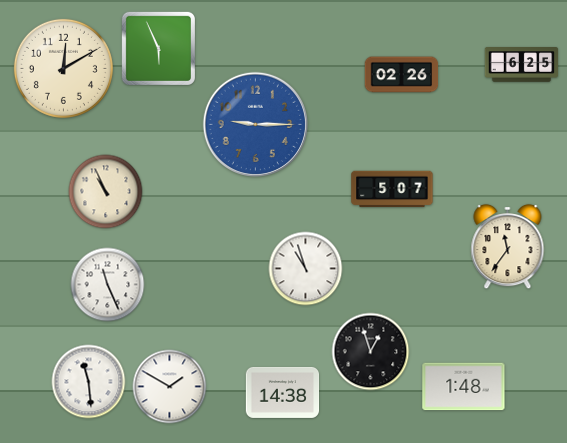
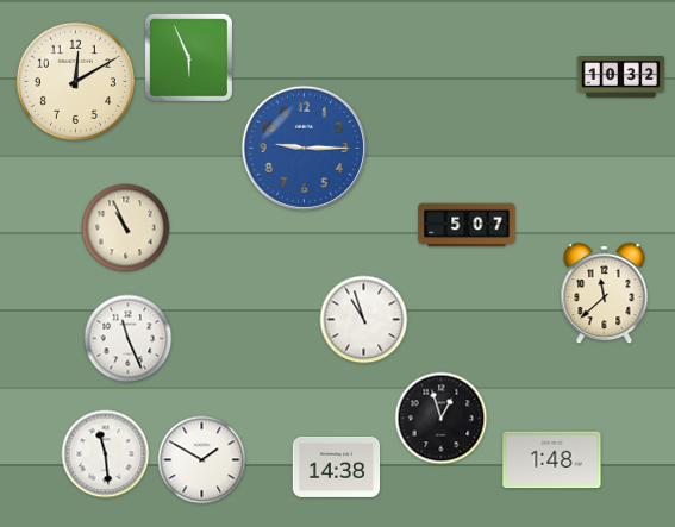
clock at (522, 65): 6:25 -> 10:32
clock at (402, 75): 02:26 -> none
clock at (508, 247): 11:36 -> 11:38
